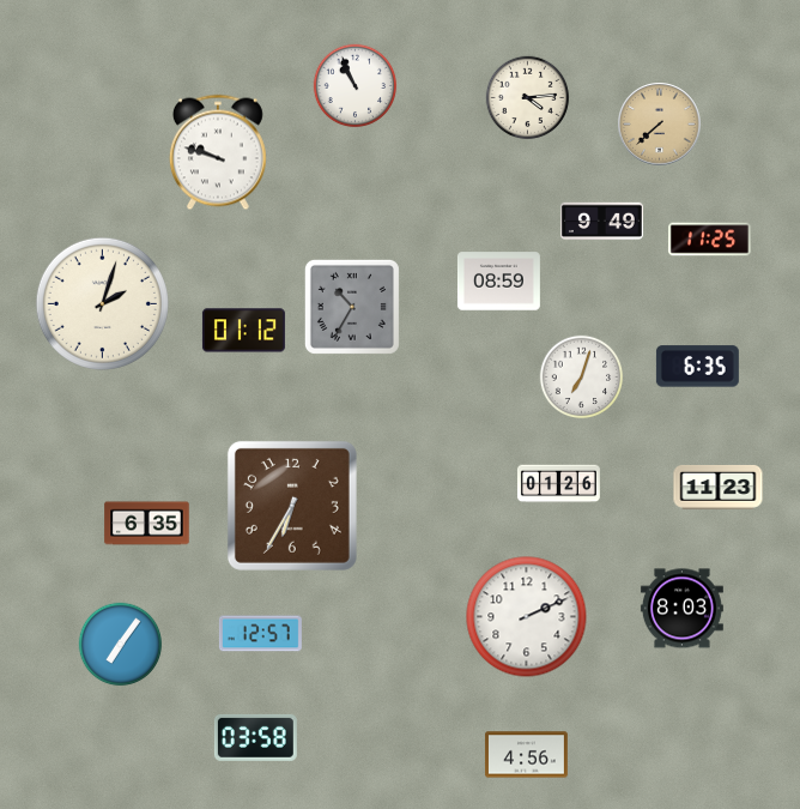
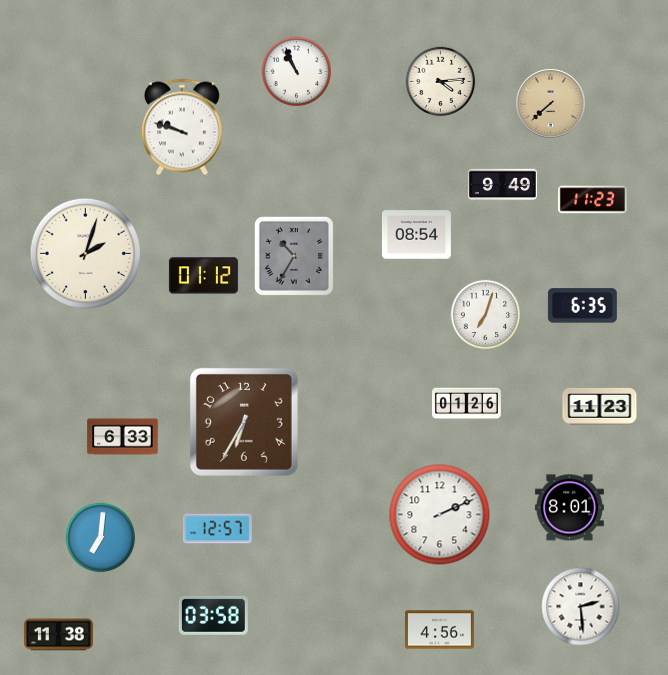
clock at (709, 240): 11:25 -> 11:23
clock at (498, 282): 08:59 -> 08:54
clock at (147, 524): 6:35 -> 6:33
clock at (681, 609): 8:03 -> 8:01
clock at (121, 645): 7:06 -> 7:01
clock at (581, 607): none -> 2:29
clock at (58, 635): none -> 11:38
